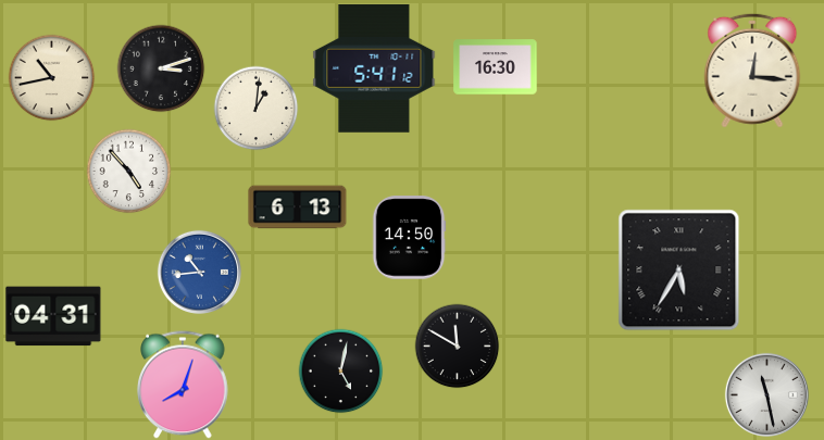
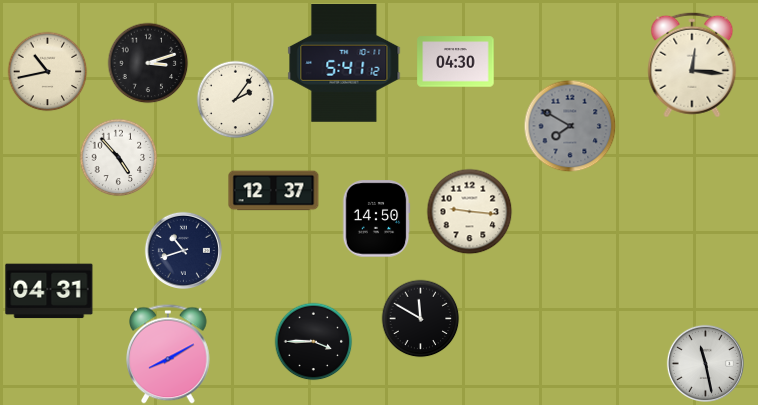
clock at (496, 67): 16:30 -> 04:30
clock at (255, 108): 1:01 -> 2:06
clock at (570, 126): none -> 7:50
clock at (298, 208): 6:13 -> 12:37
clock at (469, 211): none -> 9:16
clock at (679, 271): 5:35 -> none
clock at (199, 272): 10:44 -> 10:42
clock at (199, 272) dial: blue -> navy
clock at (340, 370): 5:02 -> 3:45
clock at (184, 385): 8:03 -> 8:10
